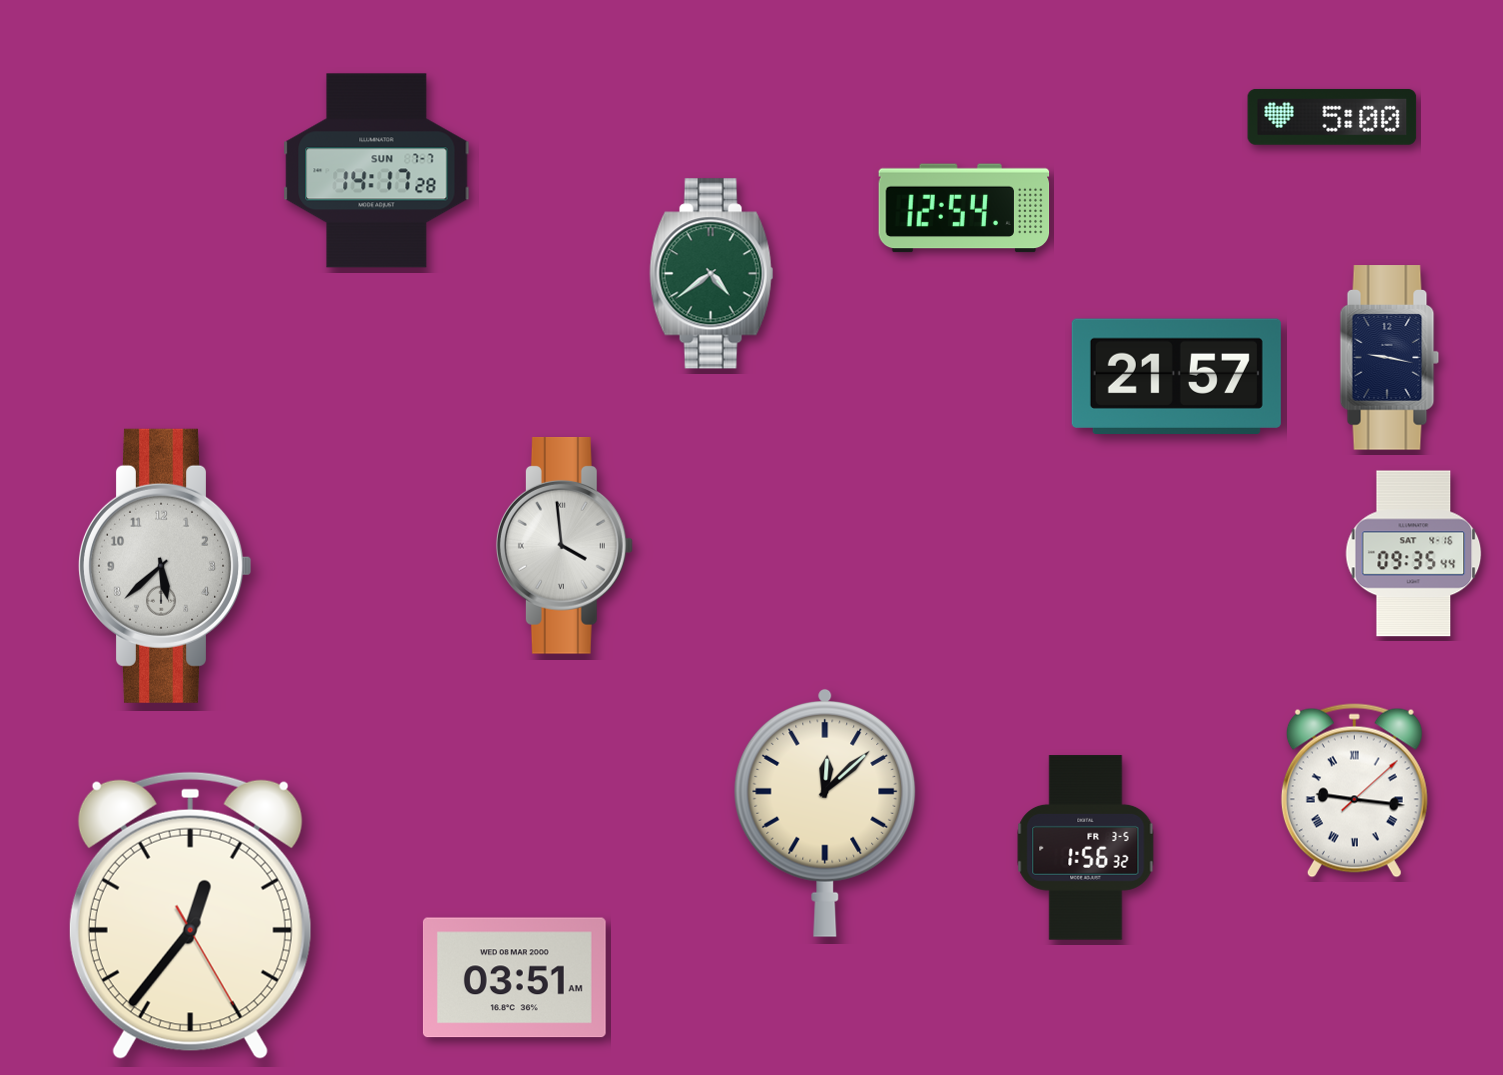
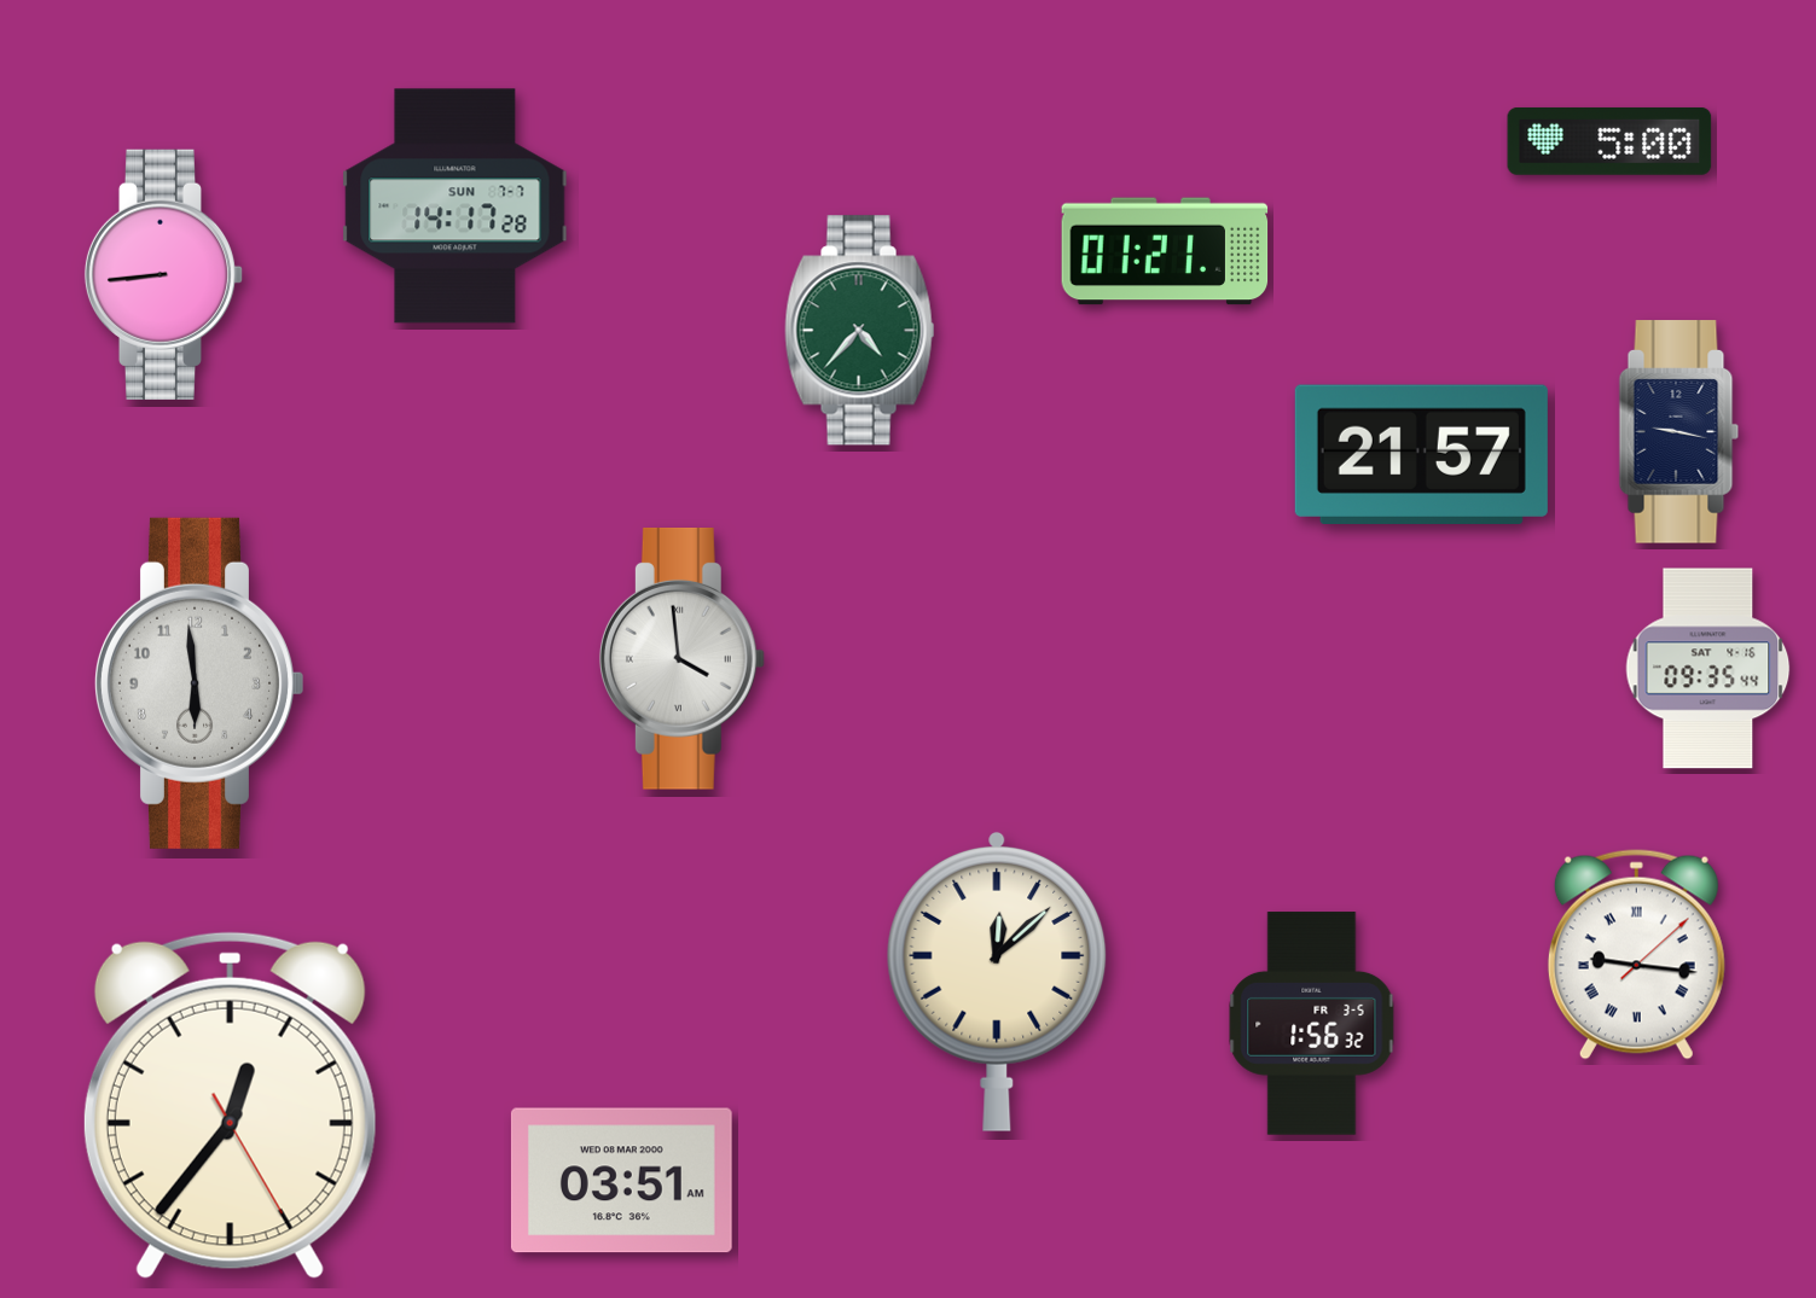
clock at (964, 208): 12:54 -> 01:21
clock at (164, 274): none -> 8:44
clock at (712, 274): 4:39 -> 4:37
clock at (164, 566): 5:38 -> 5:59
